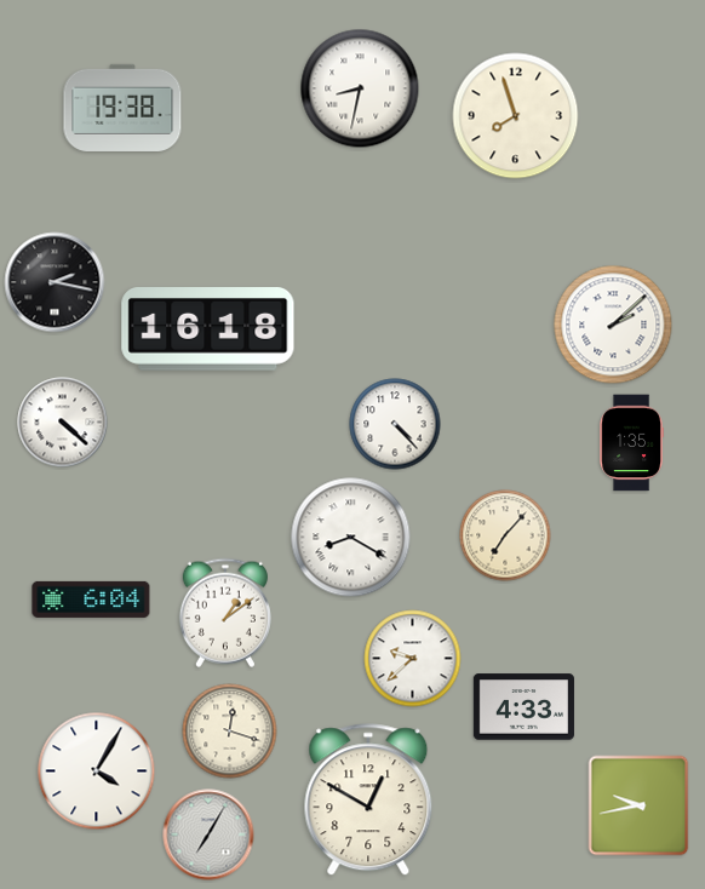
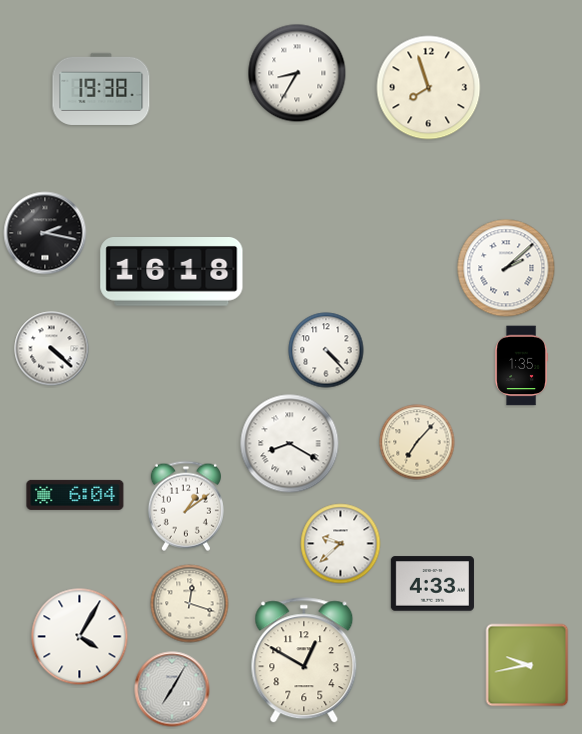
clock at (360, 88): 8:32 -> 8:35
clock at (516, 116) position: (516, 116) -> (429, 88)
